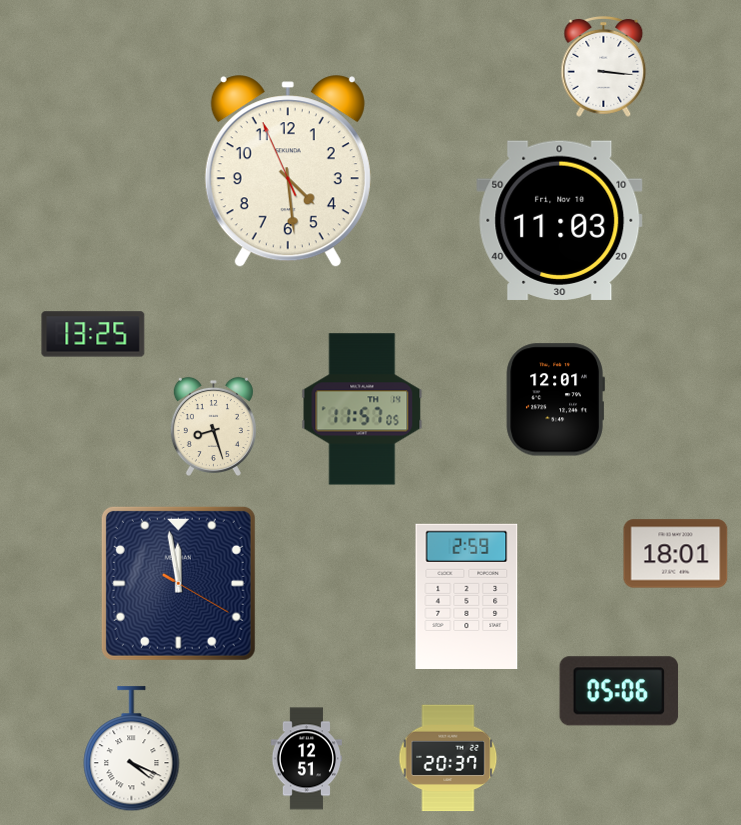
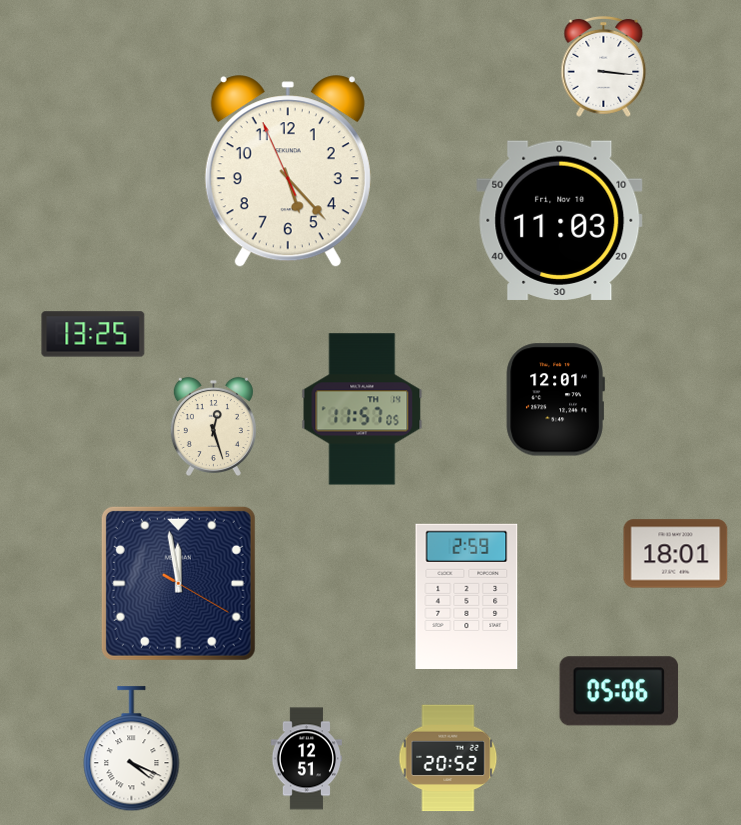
clock at (288, 172): 4:28 -> 5:22
clock at (213, 426): 8:27 -> 12:27
clock at (448, 758): 20:37 -> 20:52
